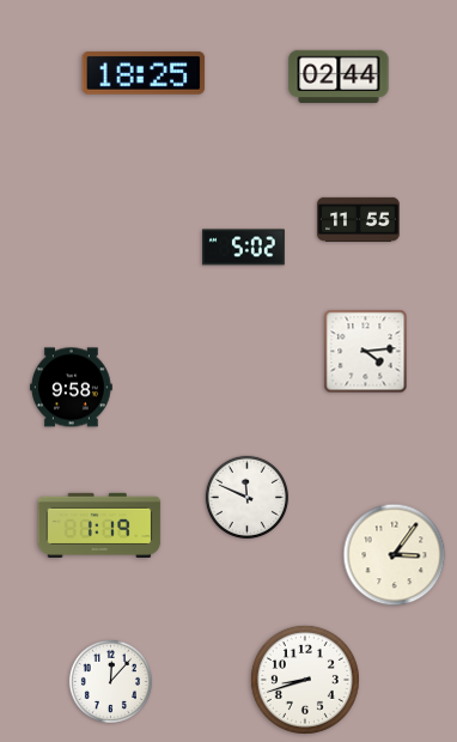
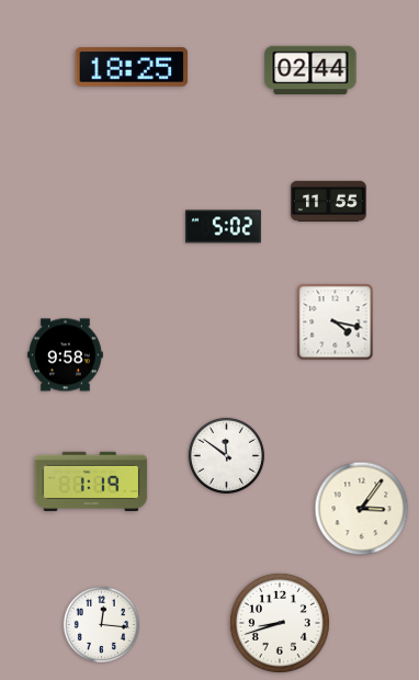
clock at (366, 352): 4:14 -> 4:17
clock at (246, 497): 11:49 -> 11:51
clock at (110, 681): 12:07 -> 12:16
